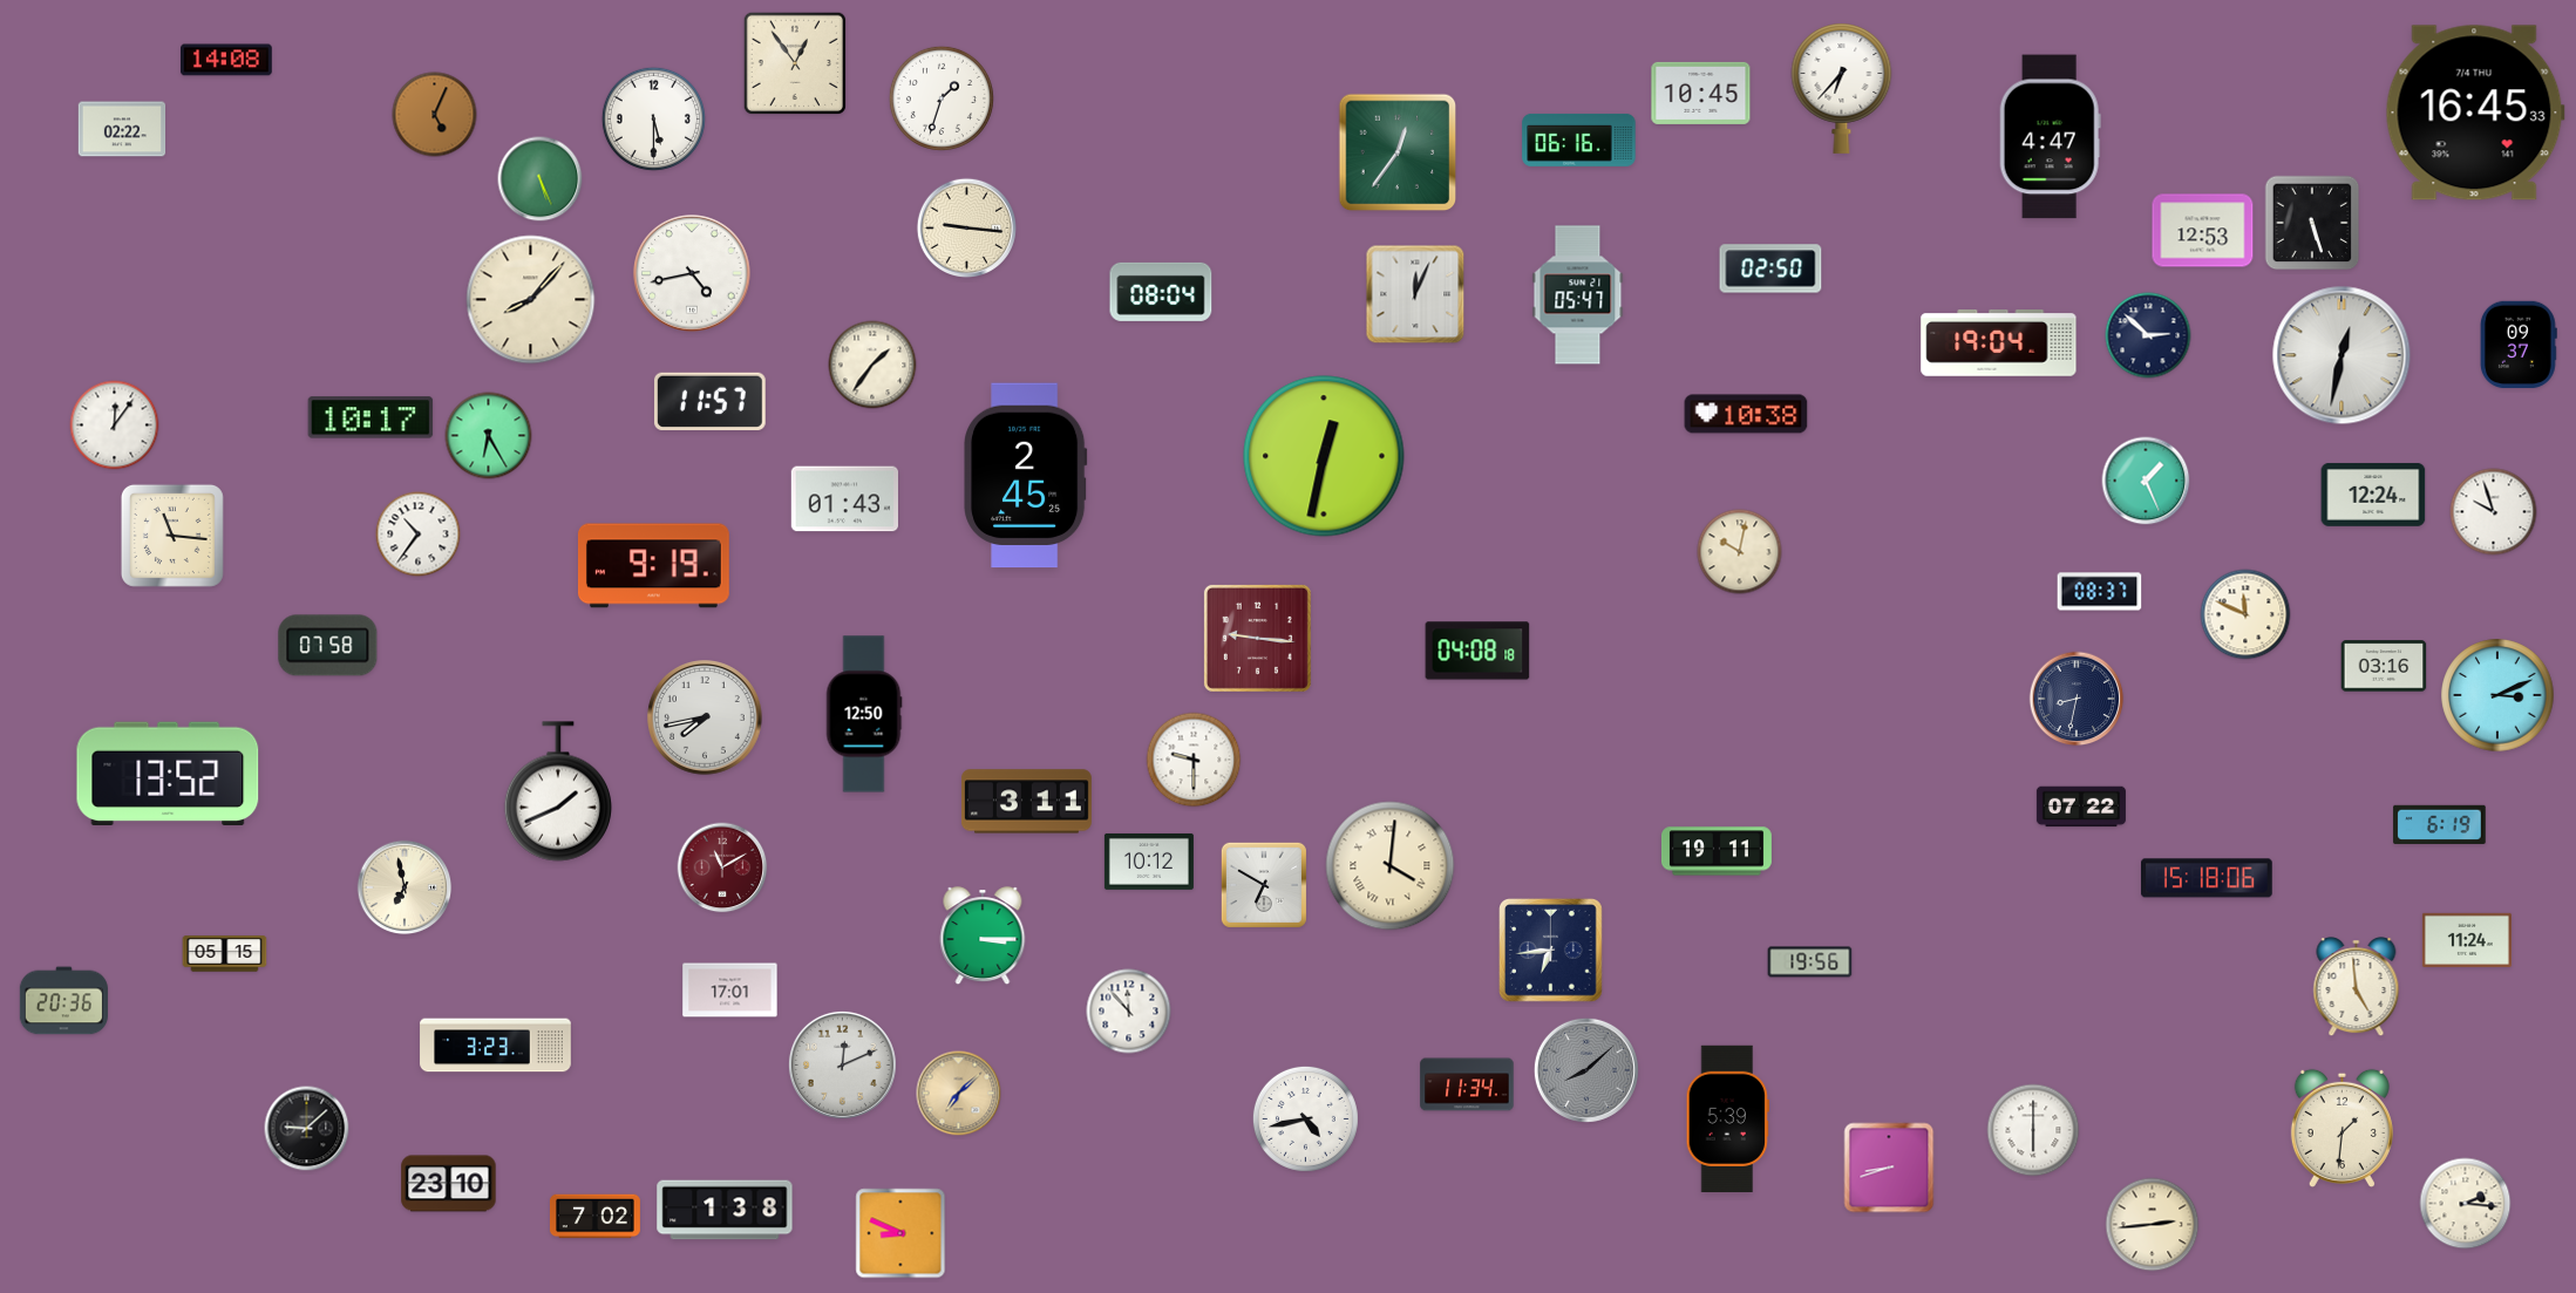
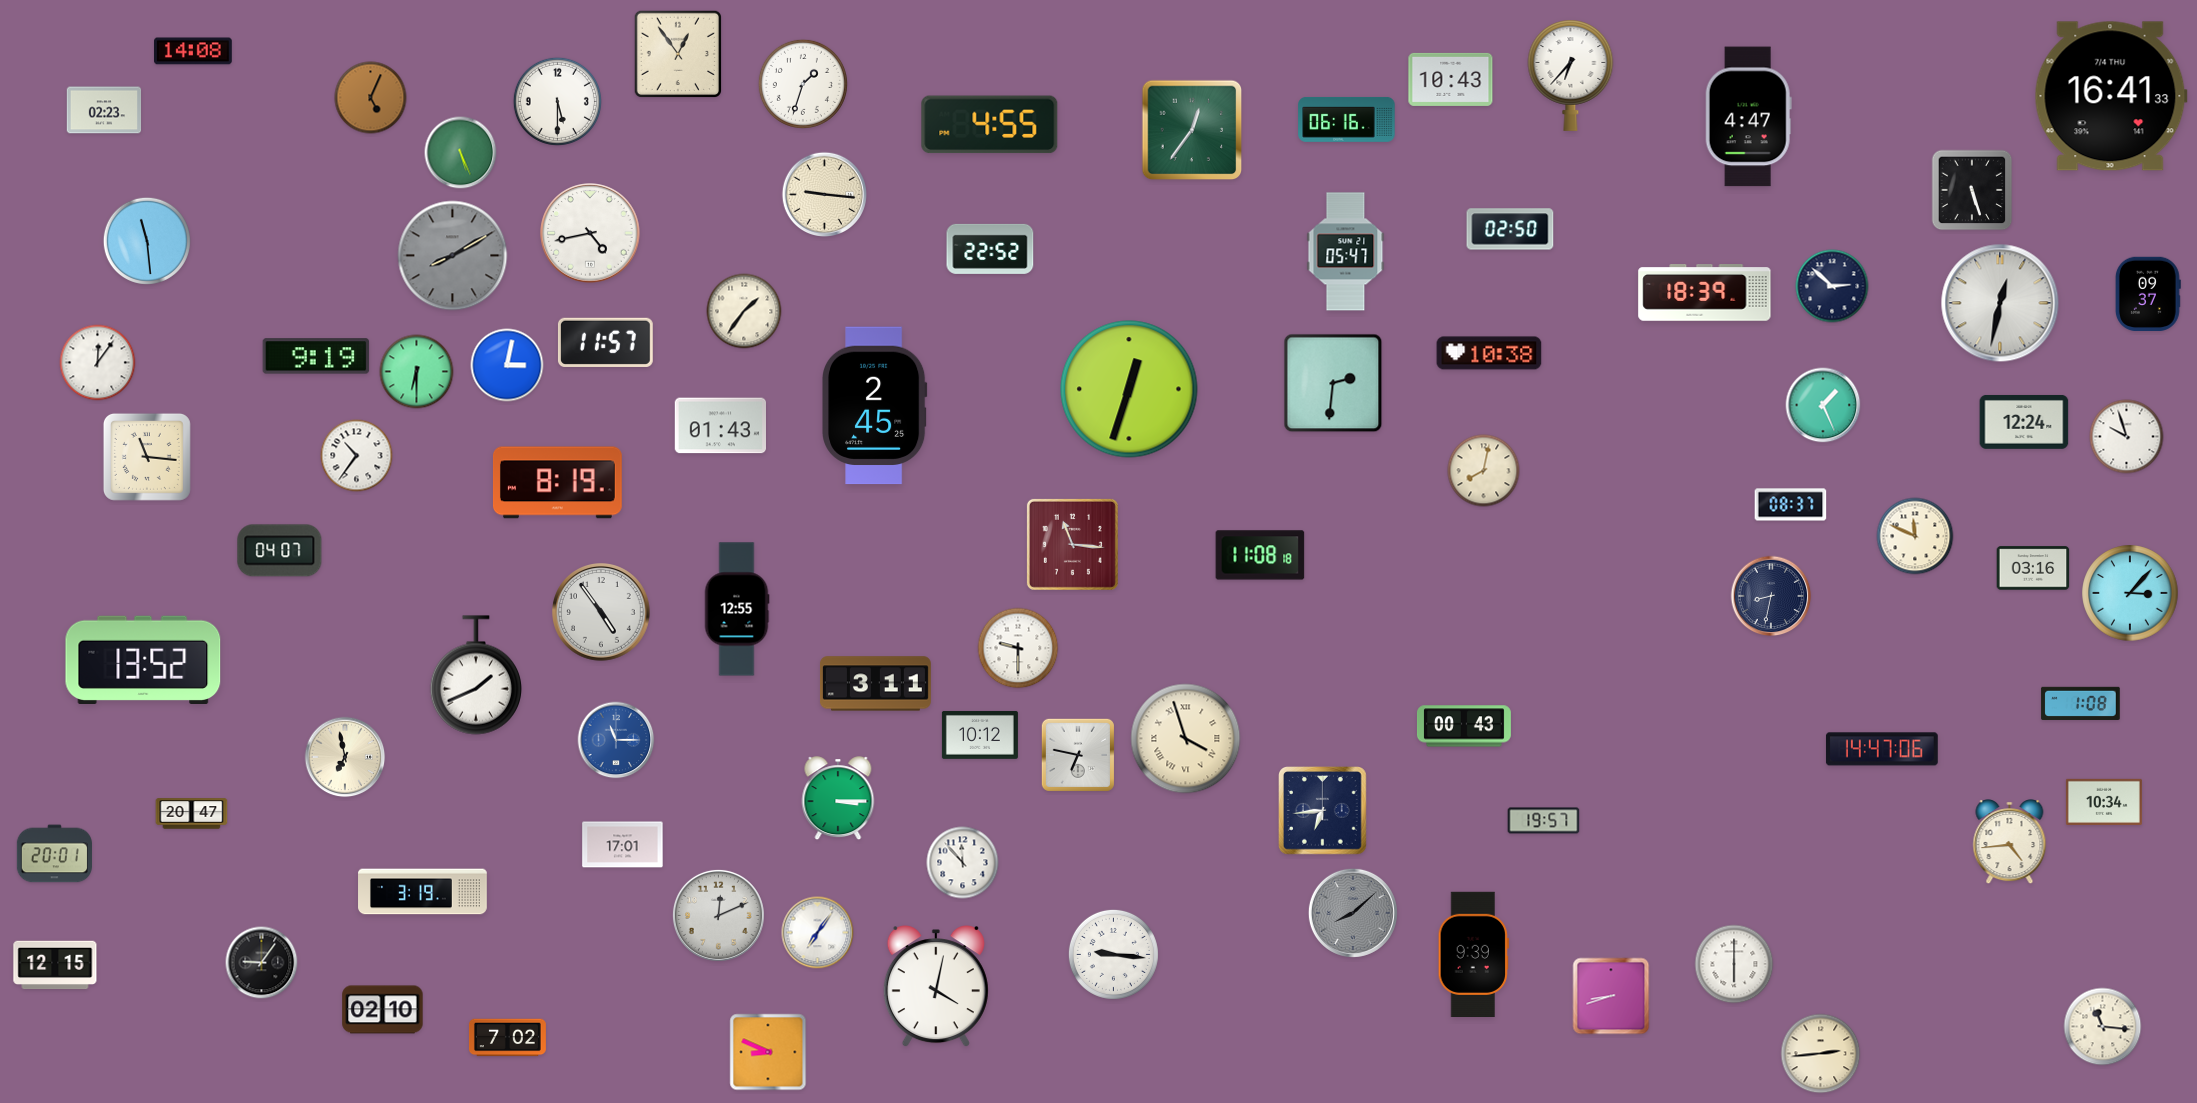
clock at (1701, 93): 10:45 -> 10:43
clock at (2475, 113): 16:45 -> 16:41
clock at (122, 129): 02:22 -> 02:23
clock at (990, 125): none -> 4:55
clock at (2203, 231): 12:53 -> none
clock at (147, 241): none -> 11:29
clock at (1161, 292): 08:04 -> 22:52
clock at (1415, 294): 12:04 -> none
clock at (531, 300): 8:07 -> 8:10
clock at (531, 300) dial: cream -> grey
clock at (1999, 343): 19:04 -> 18:39
clock at (2341, 355) position: (2341, 355) -> (2000, 303)
clock at (371, 417): 10:17 -> 9:19
clock at (507, 365): none -> 3:02
clock at (489, 436): 6:25 -> 6:30
clock at (1333, 383): none -> 2:31
clock at (1324, 456): 12:32 -> 12:33
clock at (2146, 481) position: (2146, 481) -> (1823, 405)
clock at (1740, 552): 10:02 -> 8:02
clock at (653, 566): 9:19 -> 8:19
clock at (2245, 614) position: (2245, 614) -> (1915, 536)
clock at (1257, 638): 9:16 -> 11:16
clock at (328, 646): 07:58 -> 04:07
clock at (1477, 651): 04:08 -> 11:08
clock at (2497, 695): 3:11 -> 3:07
clock at (864, 714): 12:50 -> 12:55
clock at (706, 719): 7:43 -> 4:54
clock at (2081, 807): 07:22 -> none
clock at (2440, 824): 6:19 -> 1:08
clock at (1717, 851): 19:11 -> 00:43
clock at (1391, 866): 4:01 -> 3:57
clock at (722, 867): 11:10 -> 11:15
clock at (722, 867) dial: burgundy -> blue
clock at (2207, 878): 15:18 -> 14:47
clock at (1264, 885): 6:50 -> 6:47
clock at (2467, 940): 11:24 -> 10:34
clock at (225, 954): 05:15 -> 20:47
clock at (1810, 962): 19:56 -> 19:57
clock at (2357, 987): 4:59 -> 4:44
clock at (63, 1001): 20:36 -> 20:01
clock at (496, 1046): 3:23 -> 3:19
clock at (842, 1064) position: (842, 1064) -> (718, 915)
clock at (1467, 1084): 11:34 -> none
clock at (959, 1094): 7:08 -> 7:06
clock at (959, 1094) dial: champagne -> white
clock at (1305, 1118): 4:43 -> 9:16
clock at (1727, 1118): 5:39 -> 9:39
clock at (2341, 1128): 1:31 -> none
clock at (307, 1129): 9:08 -> 9:06
clock at (55, 965): none -> 12:15
clock at (936, 987): none -> 4:02
clock at (449, 1184): 23:10 -> 02:10
clock at (2466, 1204): 2:16 -> 11:16
clock at (725, 1210): 1:38 -> none
clock at (2153, 1225) position: (2153, 1225) -> (1821, 1054)
